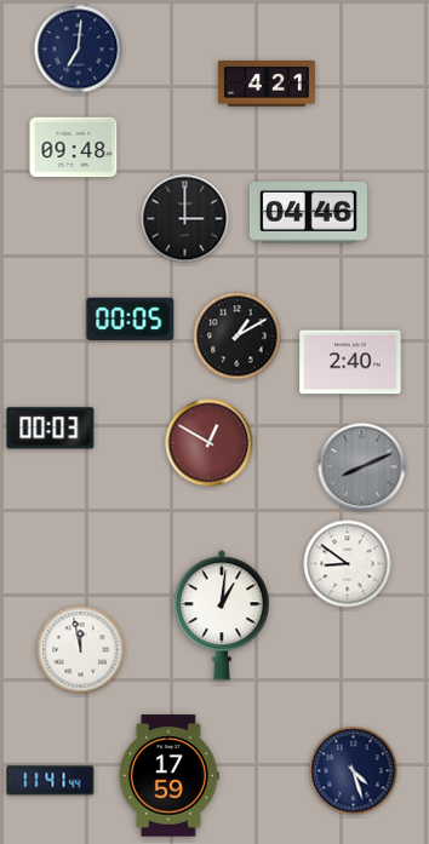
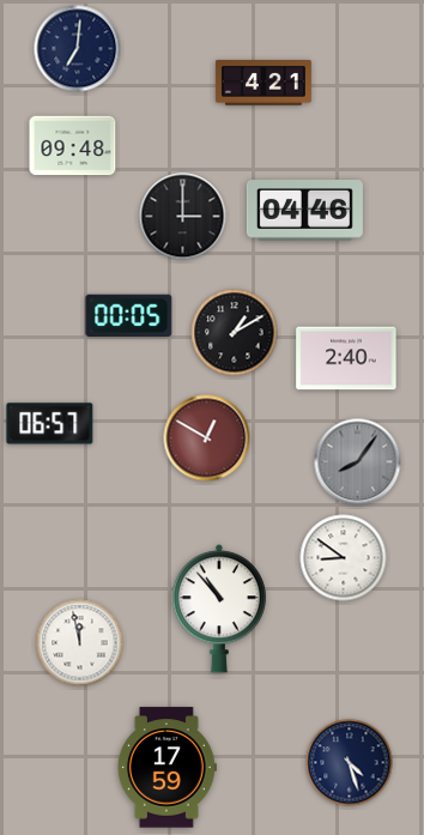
clock at (51, 429): 00:03 -> 06:57
clock at (362, 467): 8:11 -> 8:06
clock at (222, 615): 1:01 -> 10:53
clock at (51, 781): 11:41 -> none
